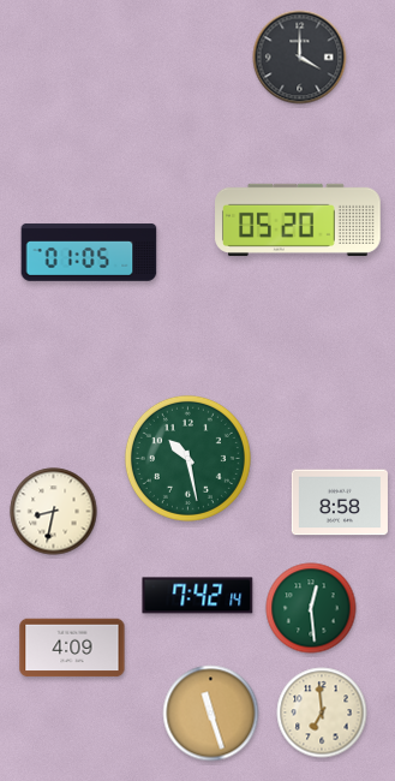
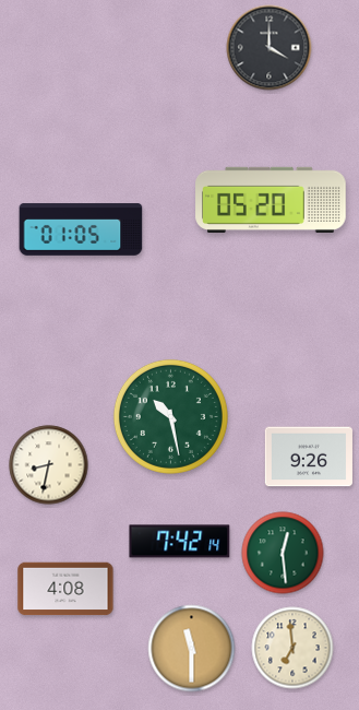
clock at (300, 58) position: (300, 58) -> (270, 48)
clock at (340, 502): 8:58 -> 9:26
clock at (72, 648): 4:09 -> 4:08
clock at (211, 714): 11:27 -> 11:30
